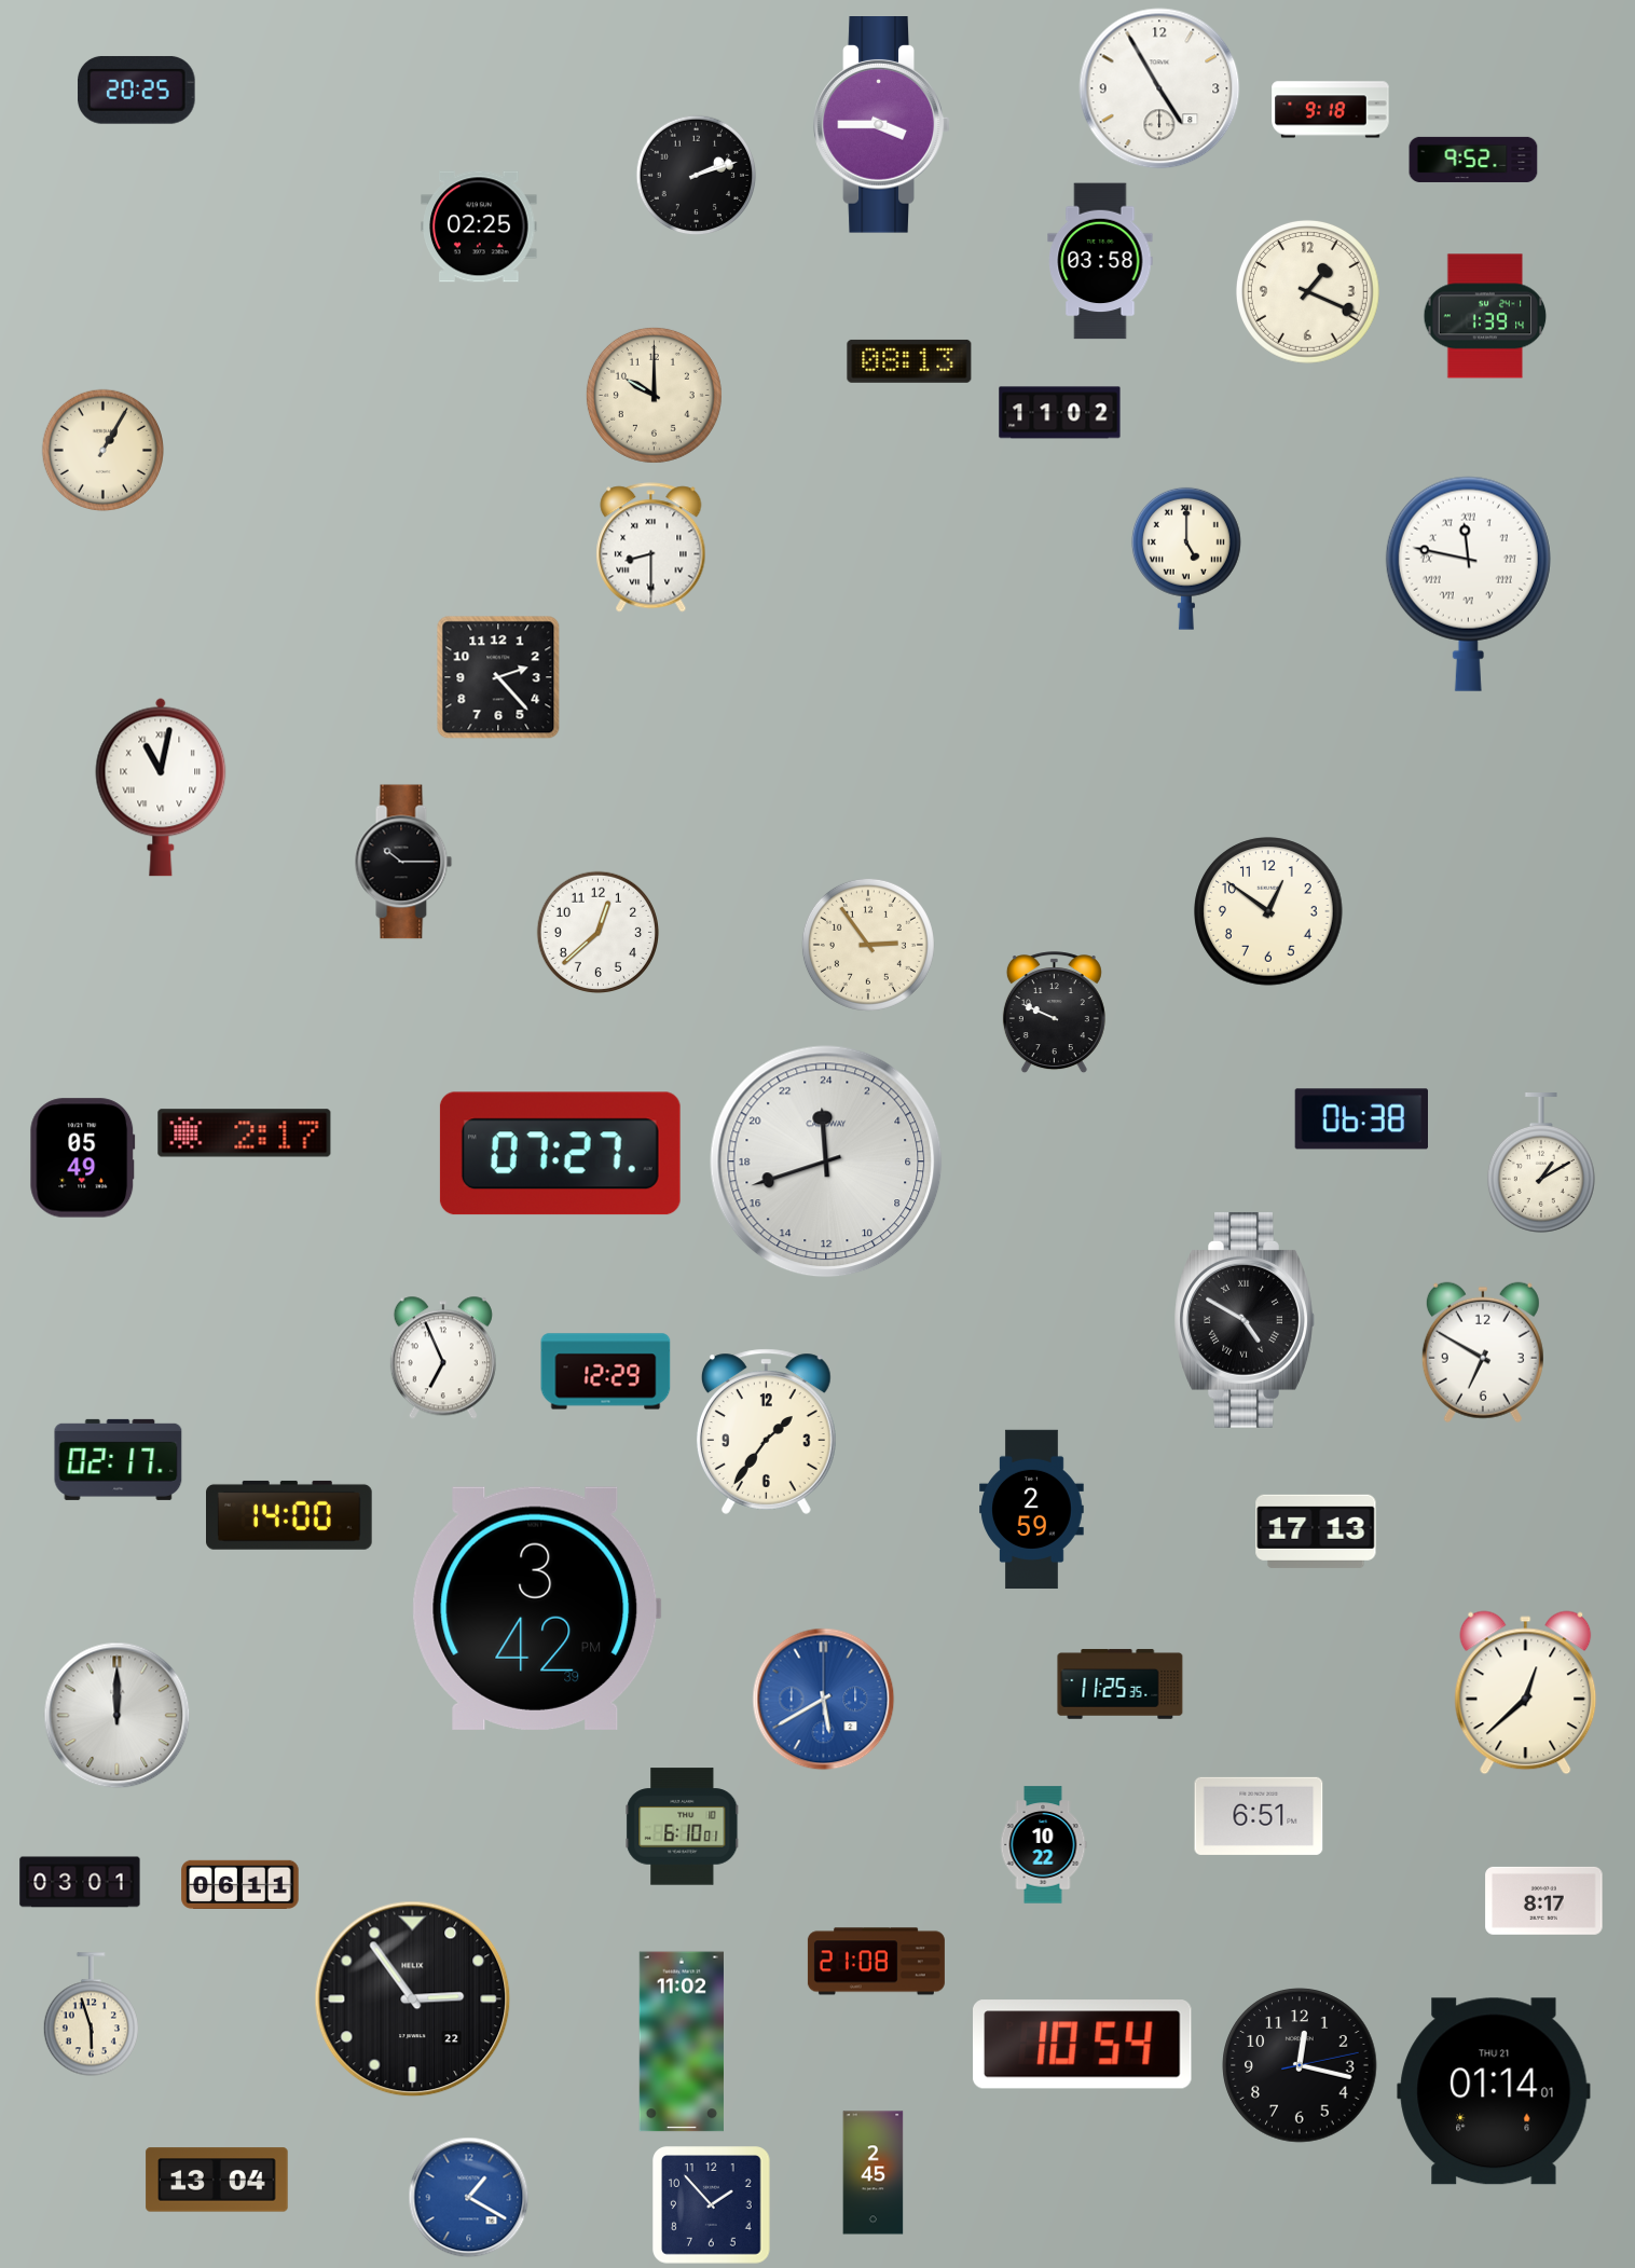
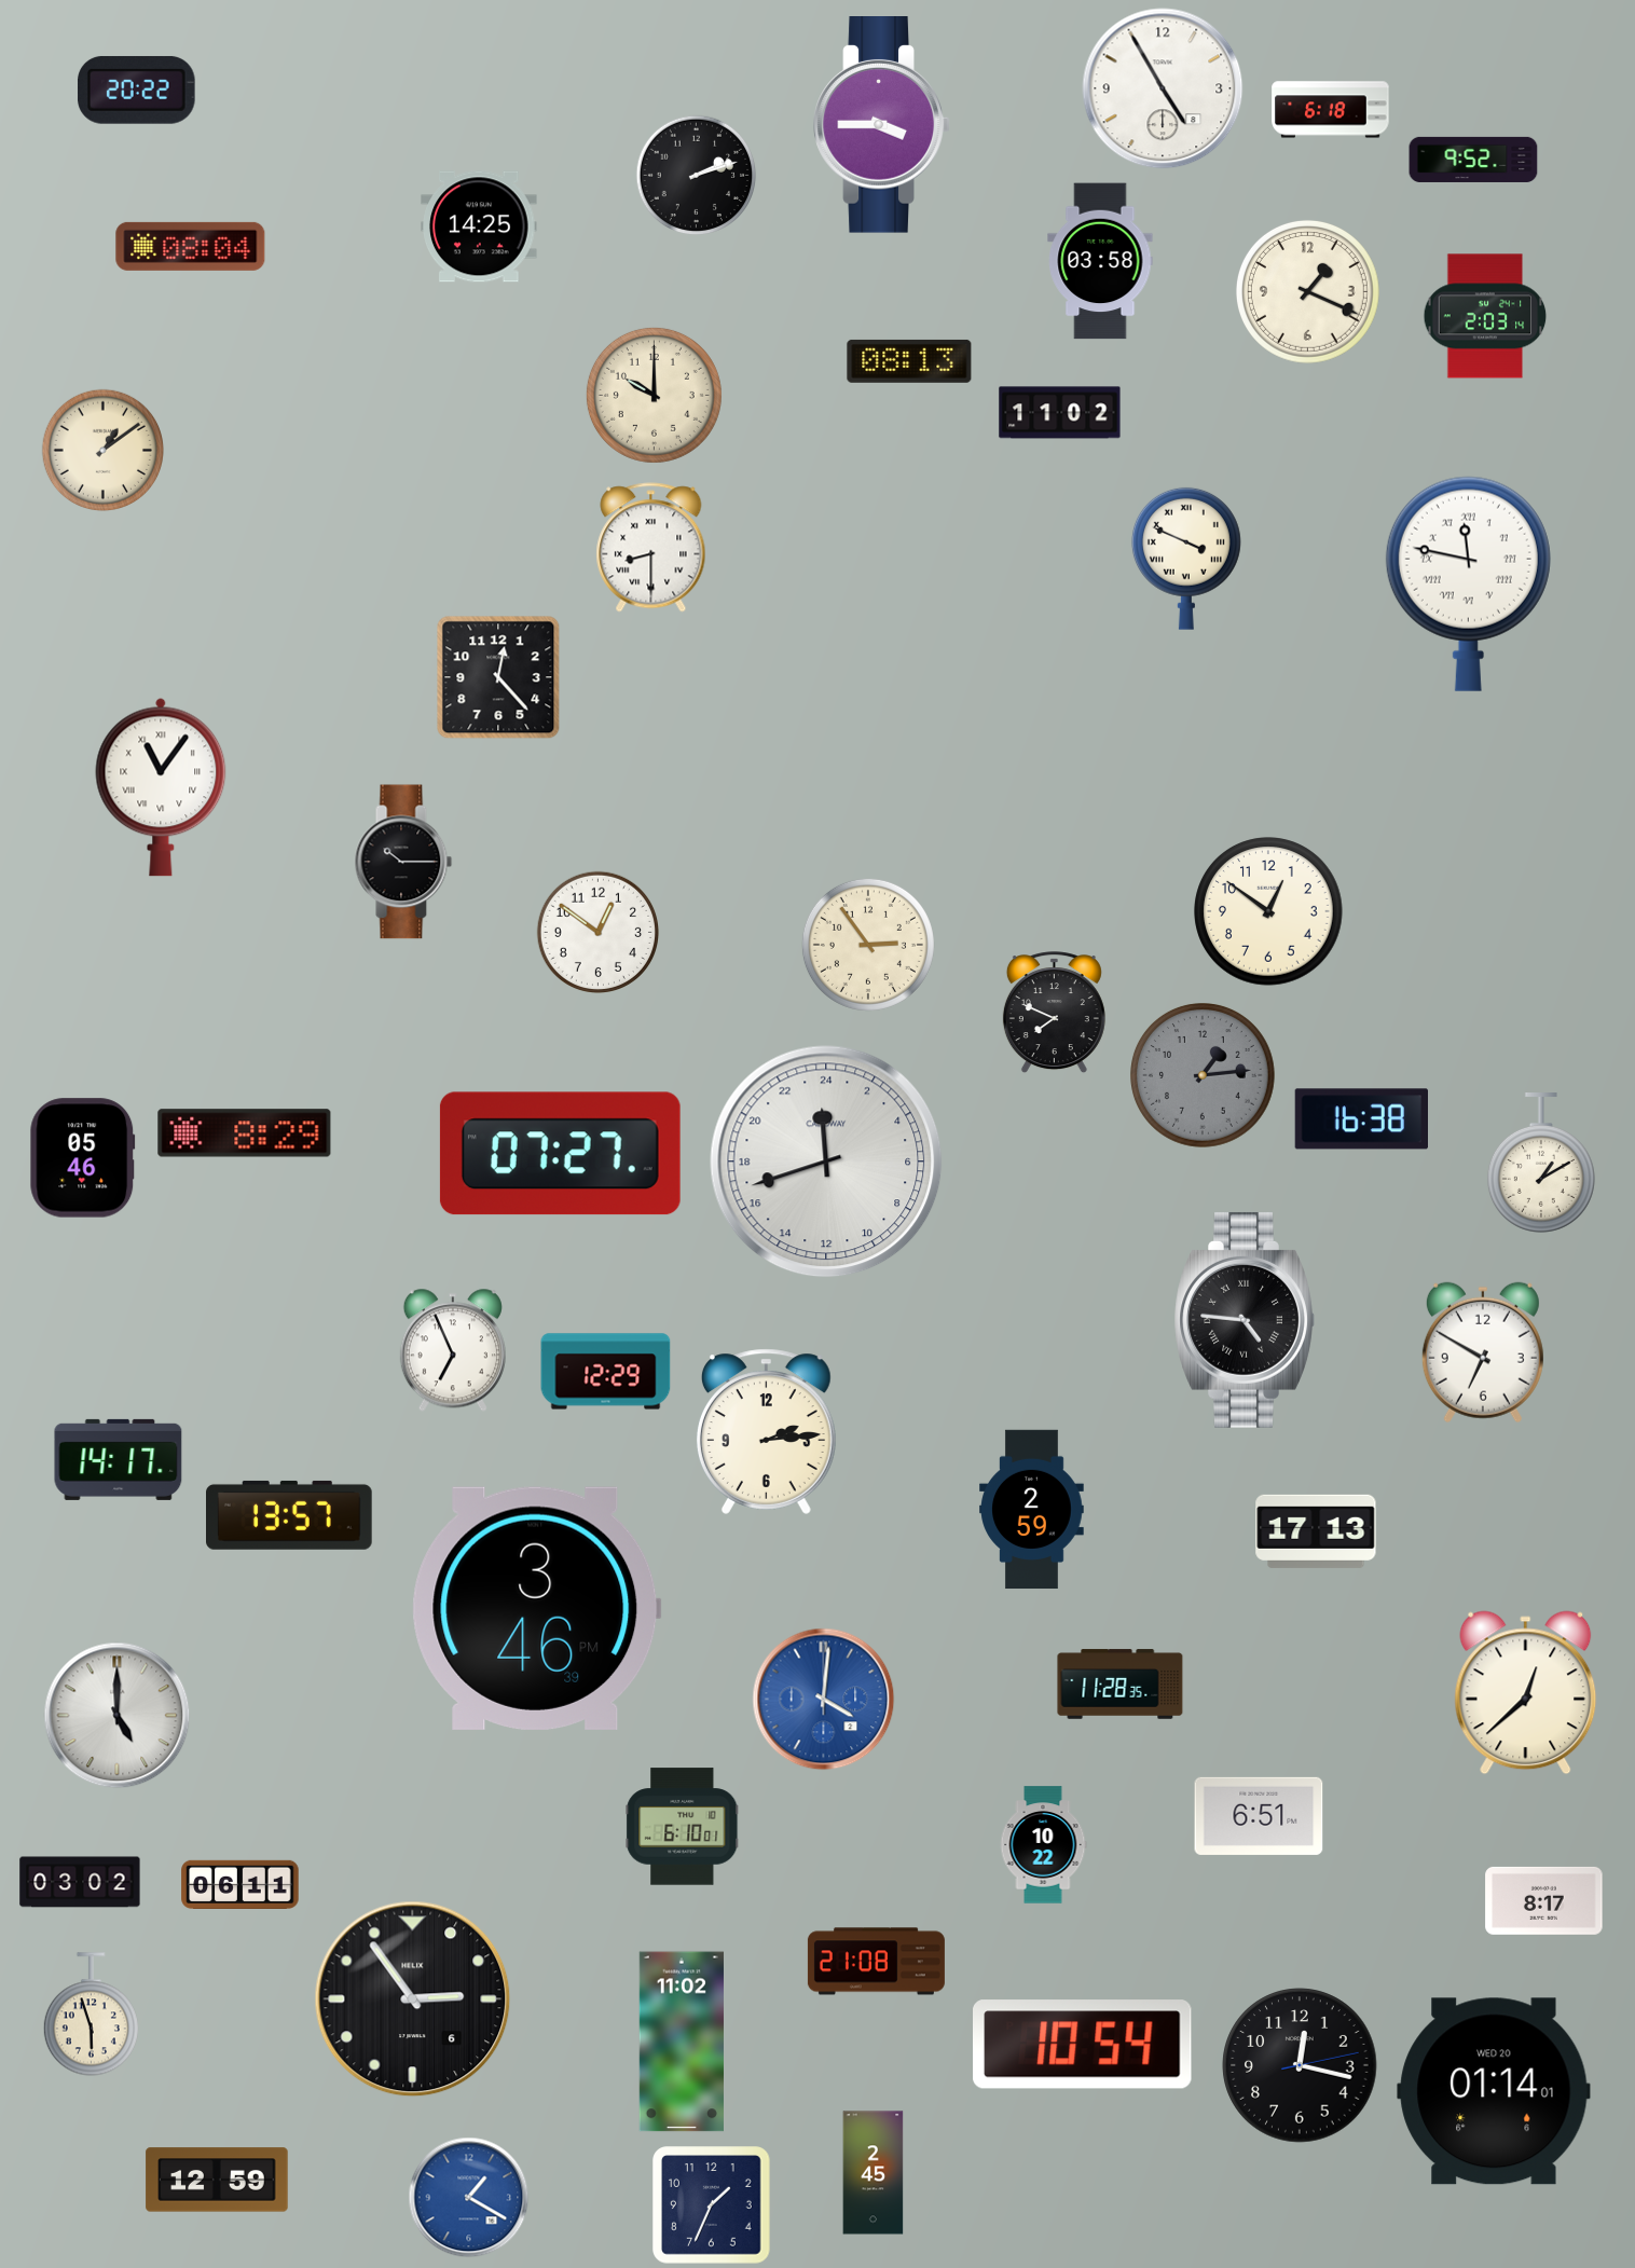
clock at (1159, 88) position: (1159, 88) -> (1163, 88)
clock at (137, 90): 20:25 -> 20:22
clock at (1331, 110): 9:18 -> 6:18
clock at (479, 226): 02:25 -> 14:25
clock at (191, 246): none -> 08:04
clock at (1485, 316): 1:39 -> 2:03
clock at (102, 450): 1:05 -> 1:09
clock at (1186, 559): 5:00 -> 3:49
clock at (498, 677): 2:23 -> 12:23
clock at (161, 787): 11:02 -> 11:06
clock at (597, 932): 12:38 -> 12:51
clock at (1054, 1013): 9:49 -> 7:49
clock at (1204, 1076): none -> 1:14
clock at (1361, 1119): 06:38 -> 16:38
clock at (245, 1133): 2:17 -> 8:29
clock at (83, 1158): 05:49 -> 05:46
clock at (1245, 1320): 4:50 -> 4:46
clock at (443, 1358) position: (443, 1358) -> (453, 1350)
clock at (766, 1431): 1:36 -> 2:14
clock at (119, 1459): 02:17 -> 14:17
clock at (290, 1515): 14:00 -> 13:57
clock at (536, 1608): 3:42 -> 3:46
clock at (1121, 1685): 11:25 -> 11:28
clock at (824, 1700): 5:40 -> 4:01
clock at (118, 1716): 12:00 -> 5:00
clock at (80, 1882): 03:01 -> 03:02
clock at (413, 1999) date: 22 -> 6
clock at (1494, 2091) date: THU 21 -> WED 20
clock at (217, 2180): 13:04 -> 12:59
clock at (712, 2205): 1:53 -> 1:34
